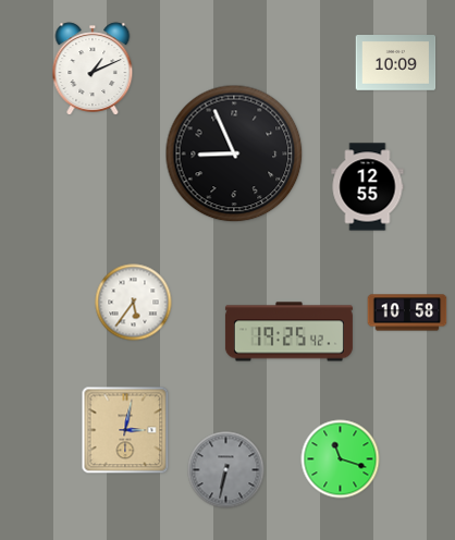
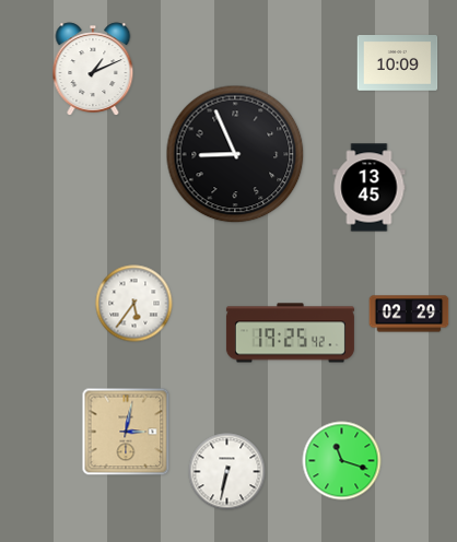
clock at (368, 187): 12:55 -> 13:45
clock at (407, 312): 10:58 -> 02:29
clock at (226, 470) dial: grey -> white
